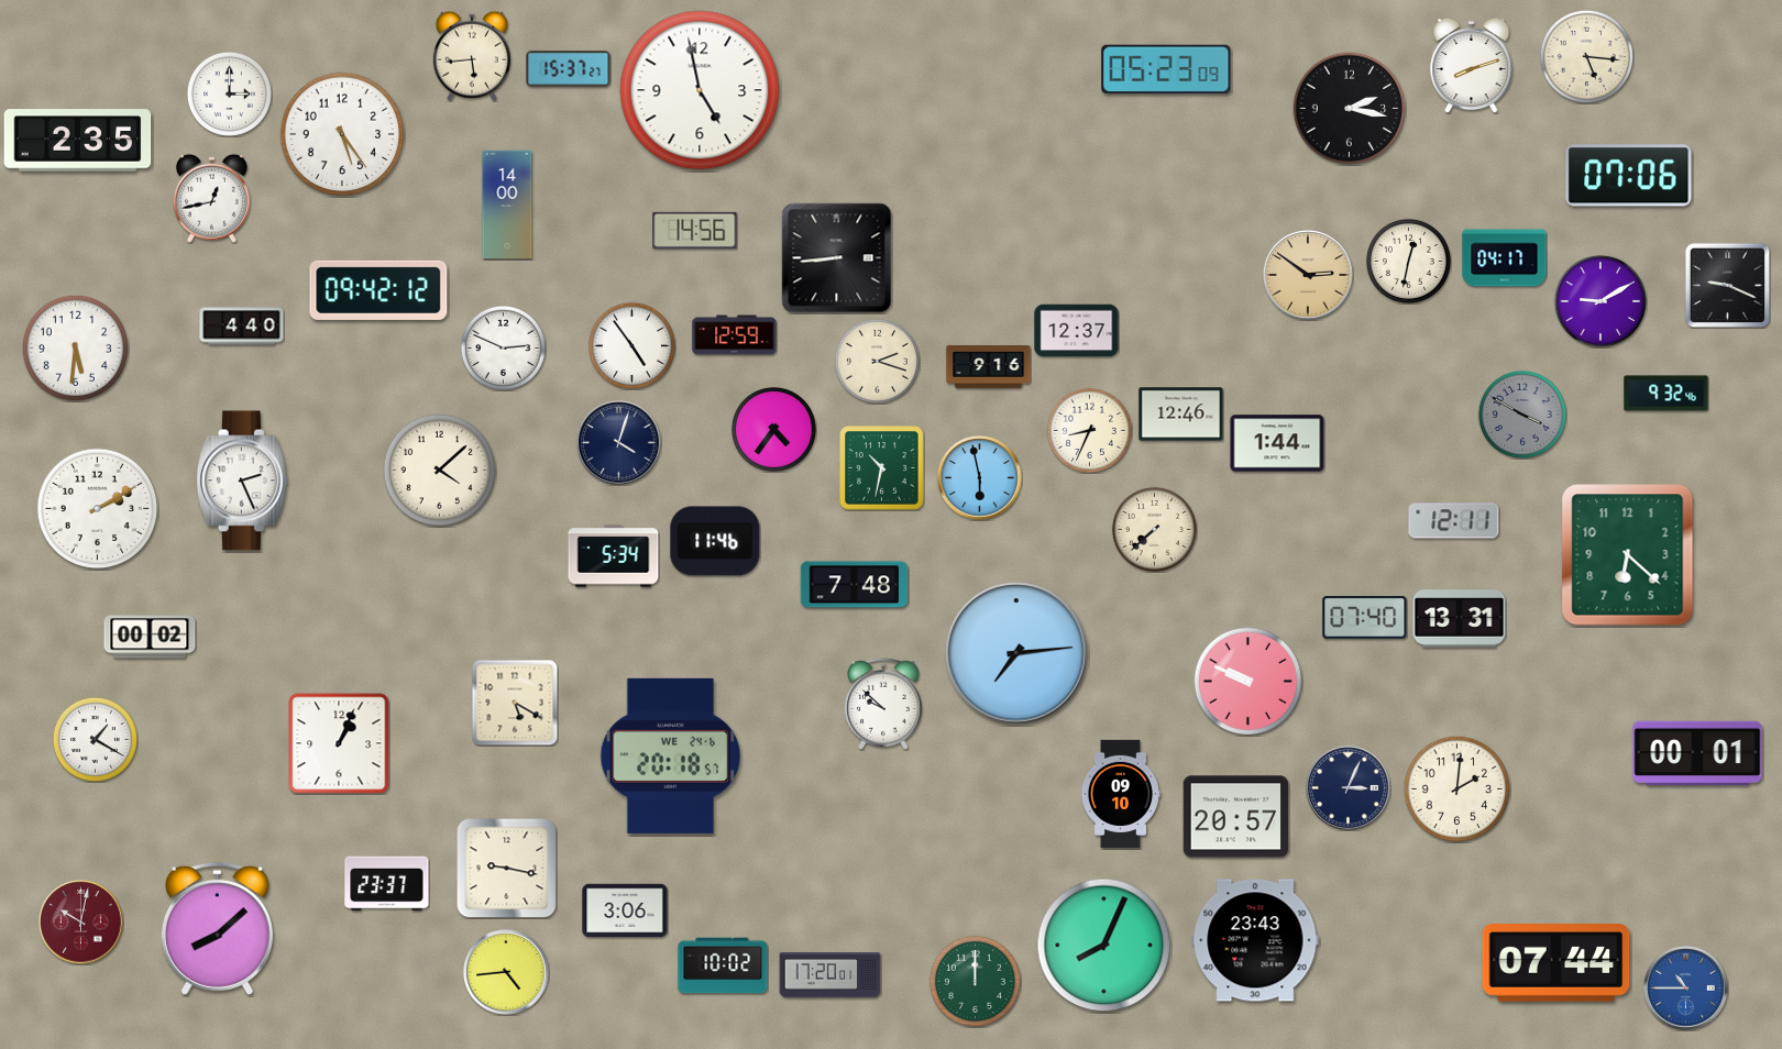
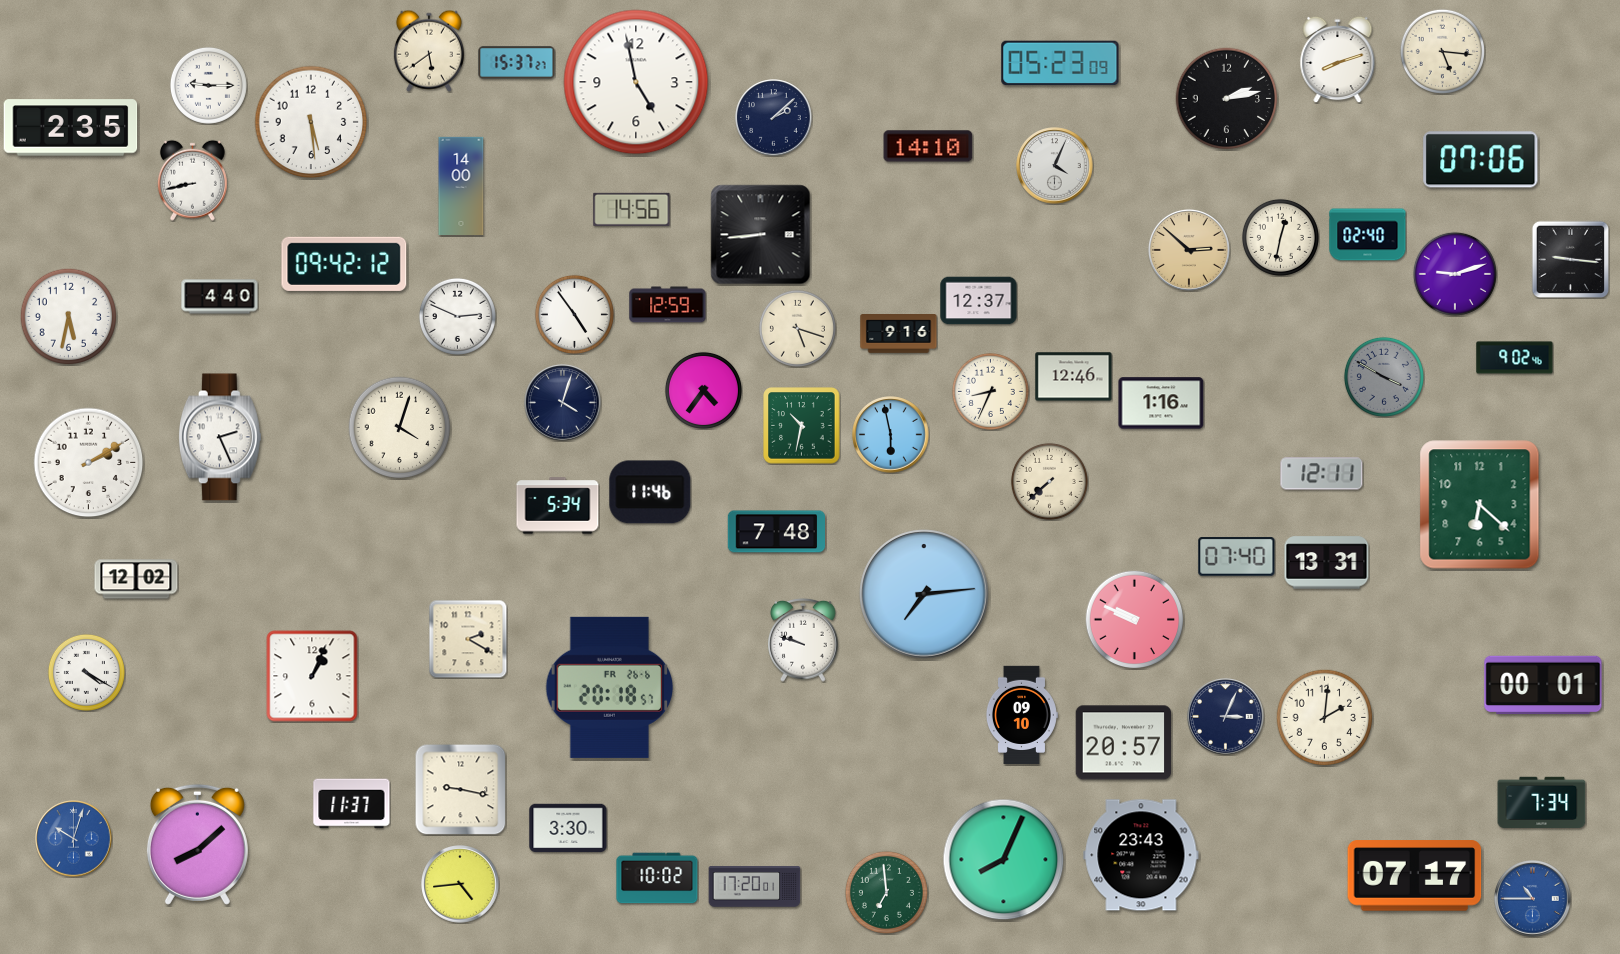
clock at (472, 56): 5:44 -> 5:39
clock at (229, 93): 3:00 -> 9:15
clock at (1350, 109): 2:17 -> 2:13
clock at (774, 118): none -> 2:08
clock at (342, 134): 5:24 -> 5:29
clock at (928, 146): none -> 14:10
clock at (1055, 166): none -> 4:04
clock at (211, 198): 12:43 -> 8:43
clock at (1505, 258): 04:17 -> 02:40
clock at (1308, 275): 2:51 -> 2:52
clock at (1727, 285): 9:19 -> 9:16
clock at (1601, 301): 9:10 -> 9:12
clock at (75, 347): 5:31 -> 5:32
clock at (877, 361): 2:18 -> 5:18
clock at (1667, 394): 9:32 -> 9:02
clock at (1277, 443): 1:44 -> 1:16
clock at (440, 471): 4:08 -> 4:03
clock at (1365, 618) position: (1365, 618) -> (1237, 557)
clock at (150, 637): 00:02 -> 12:02
clock at (515, 703): 5:20 -> 2:20
clock at (883, 704): 9:52 -> 9:48
clock at (95, 739): 1:20 -> 4:20
clock at (339, 743) position: (339, 743) -> (312, 676)
clock at (671, 755) date: WE 24-6 -> FR 26-6
clock at (1120, 793) position: (1120, 793) -> (1021, 714)
clock at (1542, 802): none -> 7:34
clock at (387, 884): 23:37 -> 11:37
clock at (625, 910): 3:06 -> 3:30
clock at (81, 923): 10:02 -> 10:03
clock at (81, 923) dial: burgundy -> blue
clock at (1557, 963): 07:44 -> 07:17
clock at (975, 981): 12:00 -> 6:59
